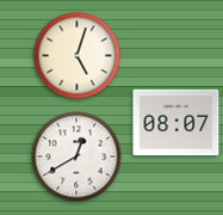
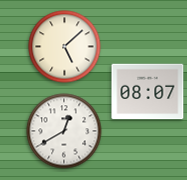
clock at (78, 56): 5:03 -> 5:08
clock at (176, 123) position: (176, 123) -> (148, 92)
